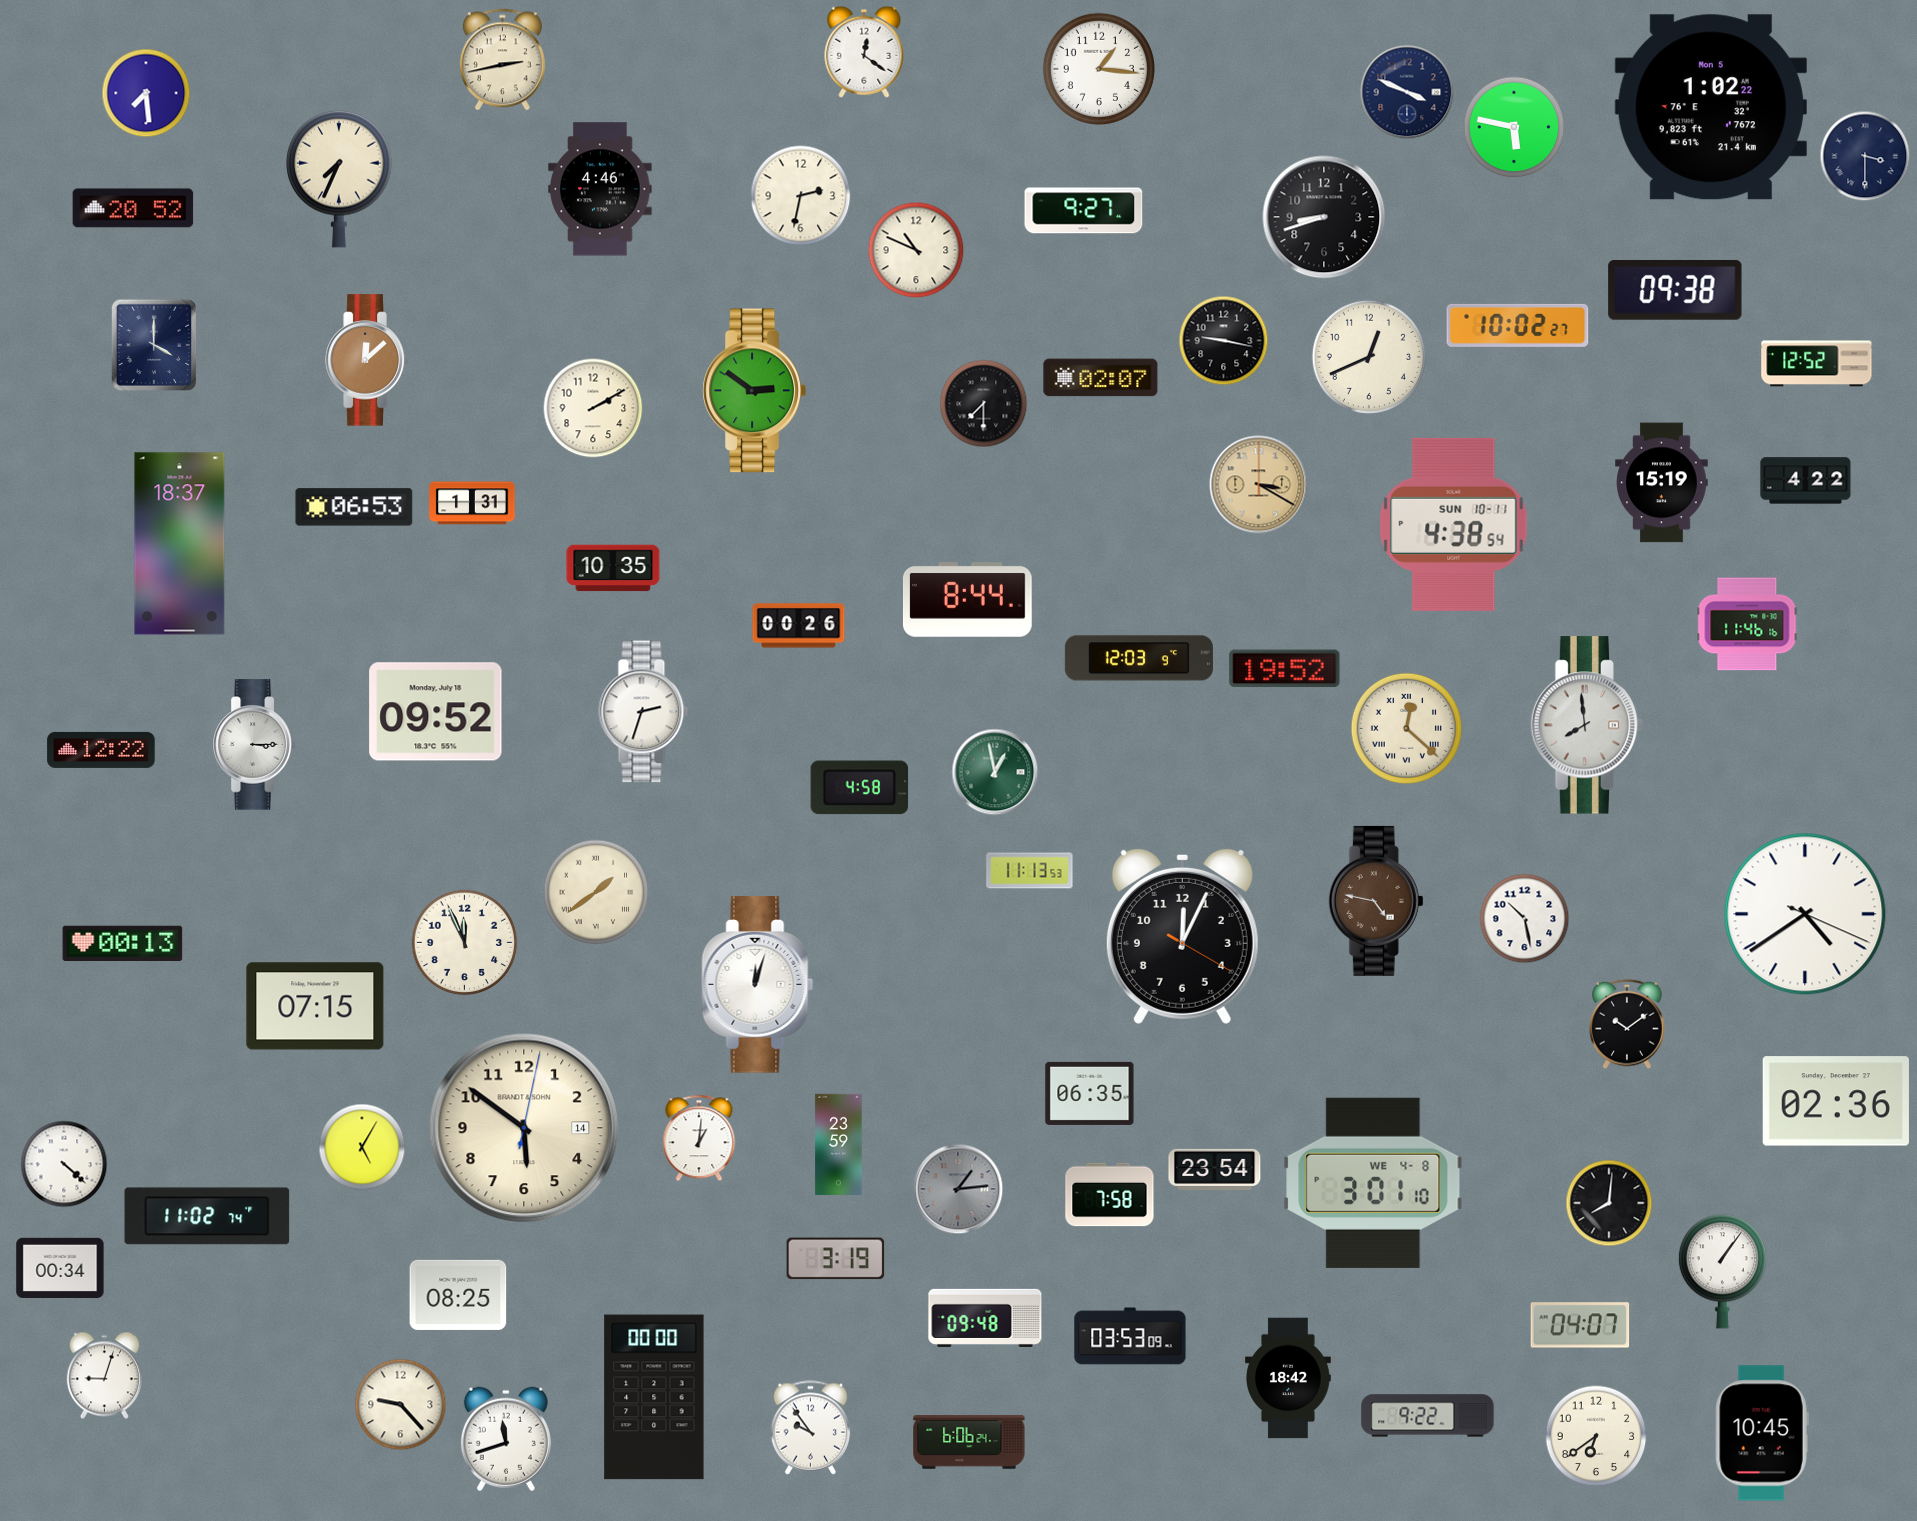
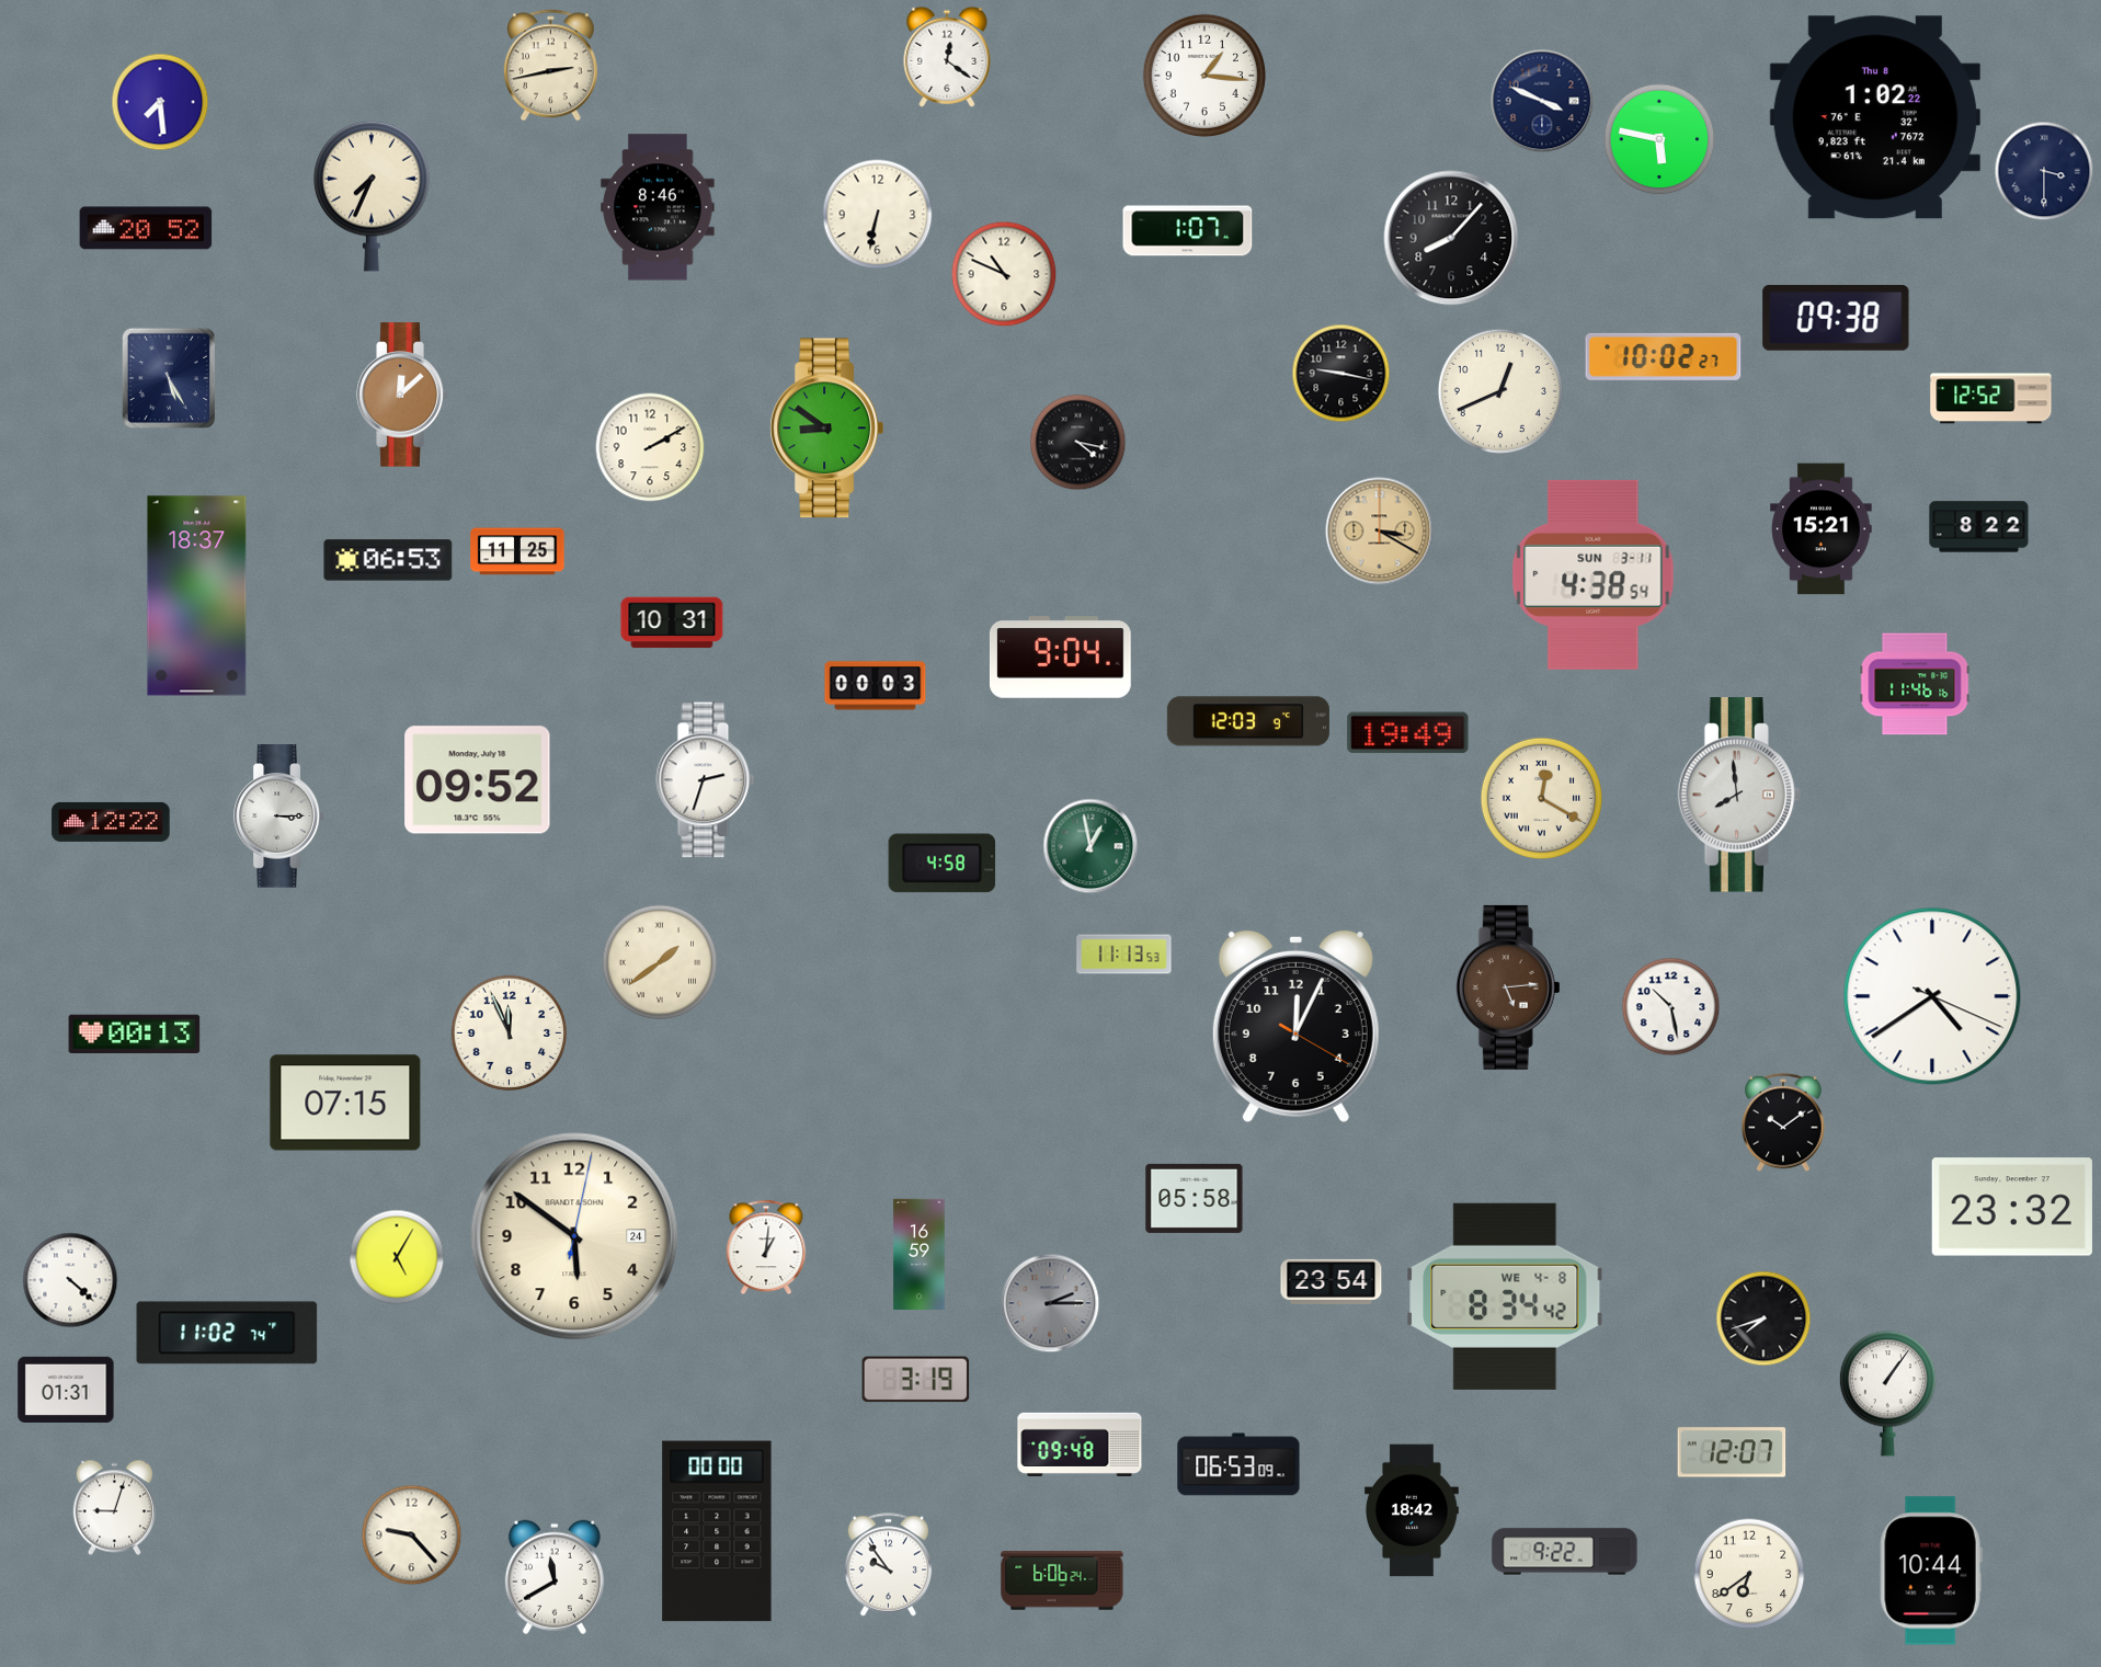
clock at (1711, 107) date: Mon 5 -> Thu 8
clock at (600, 189): 4:46 -> 8:46
clock at (801, 196): 2:32 -> 6:32
clock at (1084, 211): 9:27 -> 1:07
clock at (1324, 217): 8:42 -> 8:07
clock at (154, 344): 4:00 -> 5:25
clock at (1101, 378): 02:07 -> none
clock at (754, 391): 2:51 -> 8:51
clock at (984, 404): 7:30 -> 4:17
clock at (1806, 481): 4:22 -> 8:22
clock at (1662, 483): 15:19 -> 15:21
clock at (472, 503): 1:31 -> 11:25
clock at (354, 507) position: (354, 507) -> (388, 560)
clock at (1454, 524) date: SUN 10-11 -> SUN 3-11
clock at (613, 568): 10:35 -> 10:31
clock at (967, 600): 8:44 -> 9:04
clock at (799, 626): 00:26 -> 00:03
clock at (1285, 669): 19:52 -> 19:49
clock at (1406, 728): 12:22 -> 12:20
clock at (1030, 871) position: (1030, 871) -> (1124, 955)
clock at (596, 892) position: (596, 892) -> (660, 962)
clock at (1376, 901): 4:47 -> 5:14
clock at (1805, 914) position: (1805, 914) -> (1932, 996)
clock at (758, 985): 12:03 -> none
clock at (1090, 1093): 06:35 -> 05:58
clock at (1836, 1101): 02:36 -> 23:32
clock at (524, 1128) date: 14 -> 24
clock at (839, 1144): 23:59 -> 16:59
clock at (64, 1164) position: (64, 1164) -> (70, 1280)
clock at (1373, 1183): 3:01 -> 8:34
clock at (958, 1189): 1:14 -> 2:15
clock at (1110, 1195): 7:58 -> none
clock at (1609, 1203): 8:01 -> 7:42
clock at (60, 1268): 00:34 -> 01:31
clock at (458, 1295): 08:25 -> none
clock at (1580, 1325): 04:07 -> 12:07
clock at (1130, 1336): 03:53 -> 06:53
clock at (401, 1405) position: (401, 1405) -> (412, 1535)
clock at (1762, 1433): 10:45 -> 10:44
clock at (506, 1439): 11:42 -> 11:40
